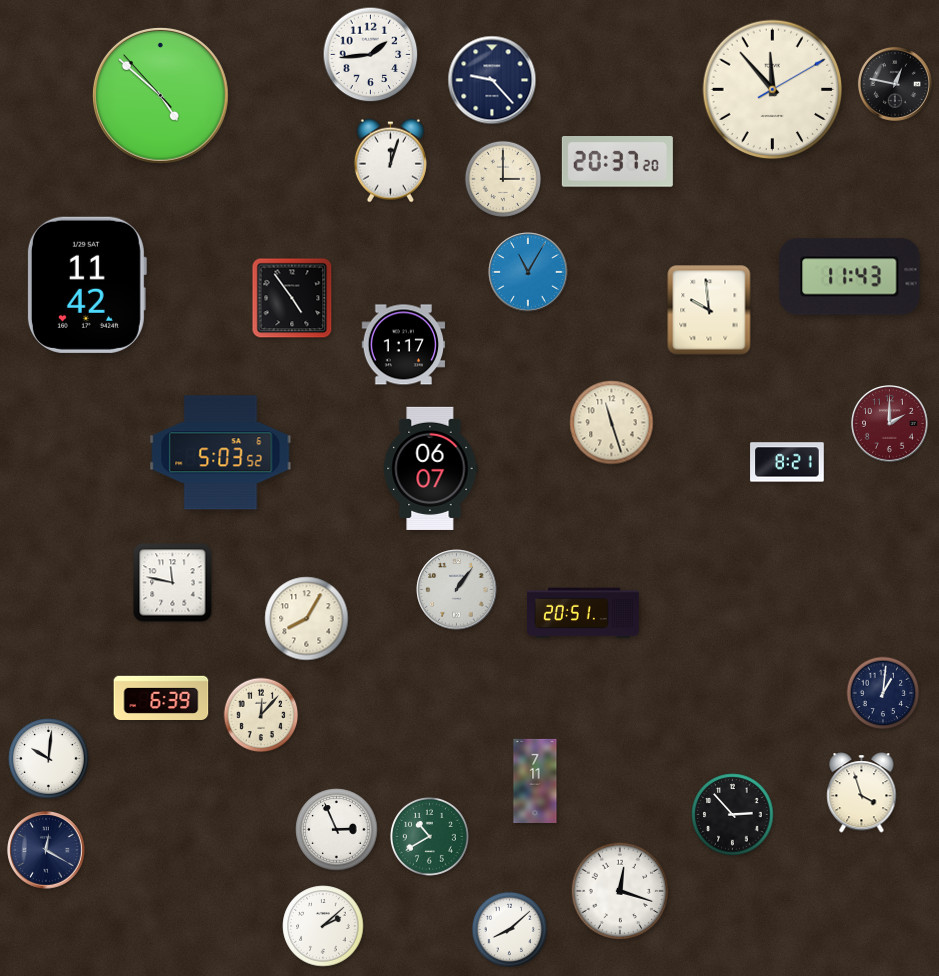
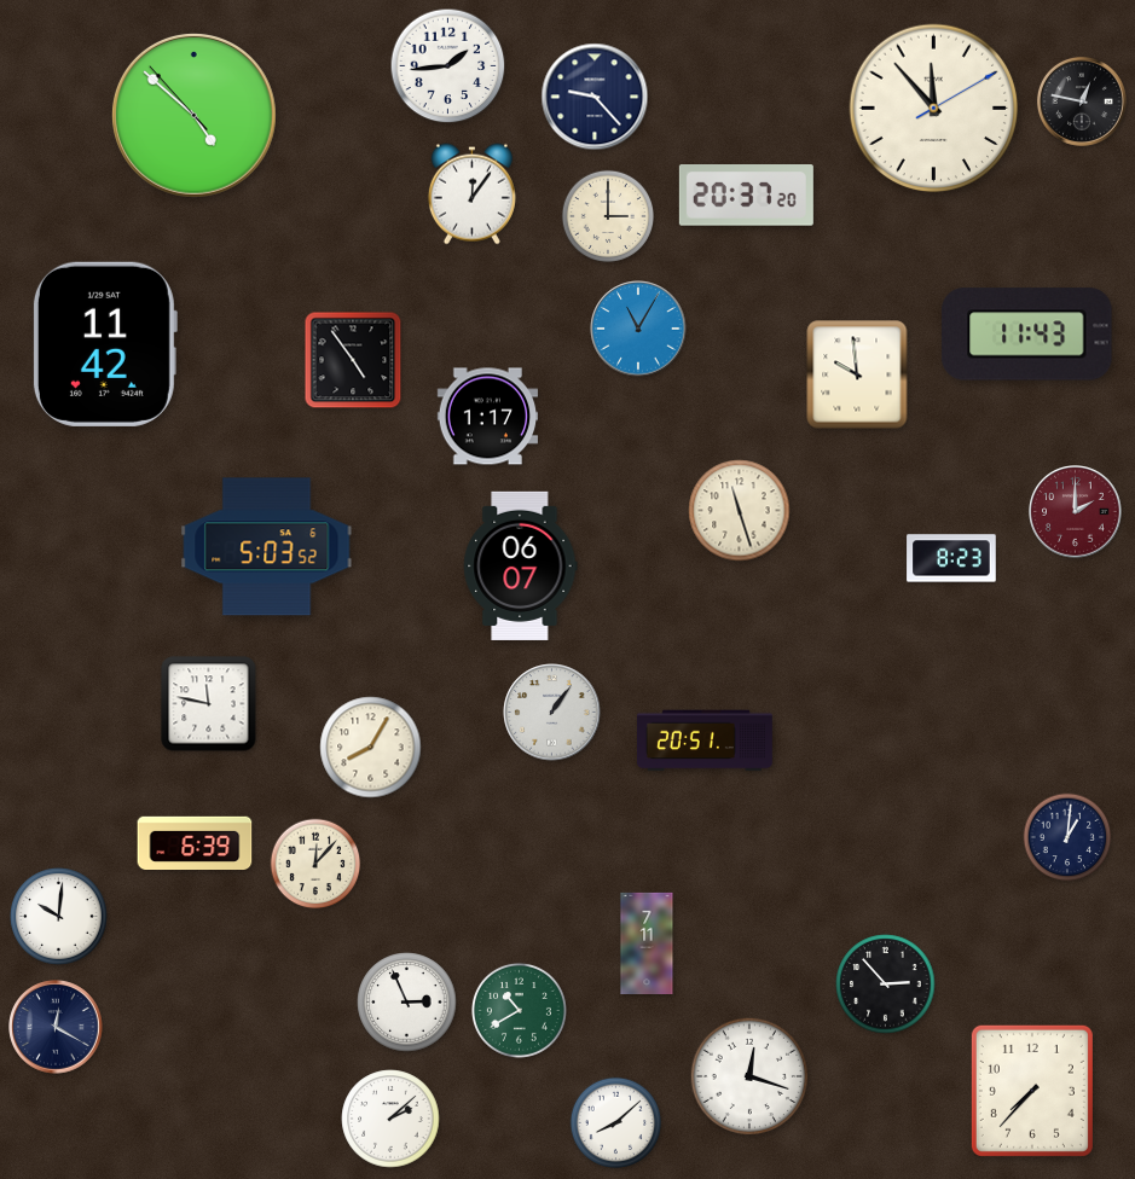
clock at (390, 161): 12:03 -> 12:06
clock at (787, 462): 8:21 -> 8:23
clock at (862, 793): 3:57 -> none
clock at (1032, 1091): none -> 7:37
